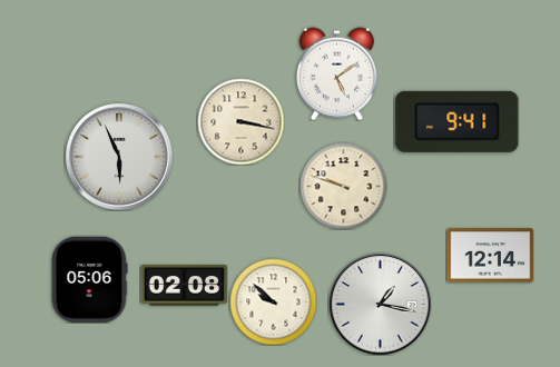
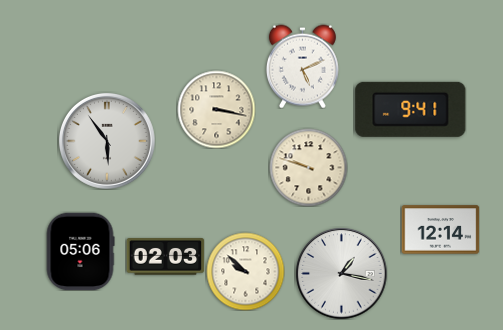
clock at (336, 73): 5:09 -> 5:11
clock at (119, 157): 5:56 -> 5:54
clock at (184, 286): 02:08 -> 02:03
